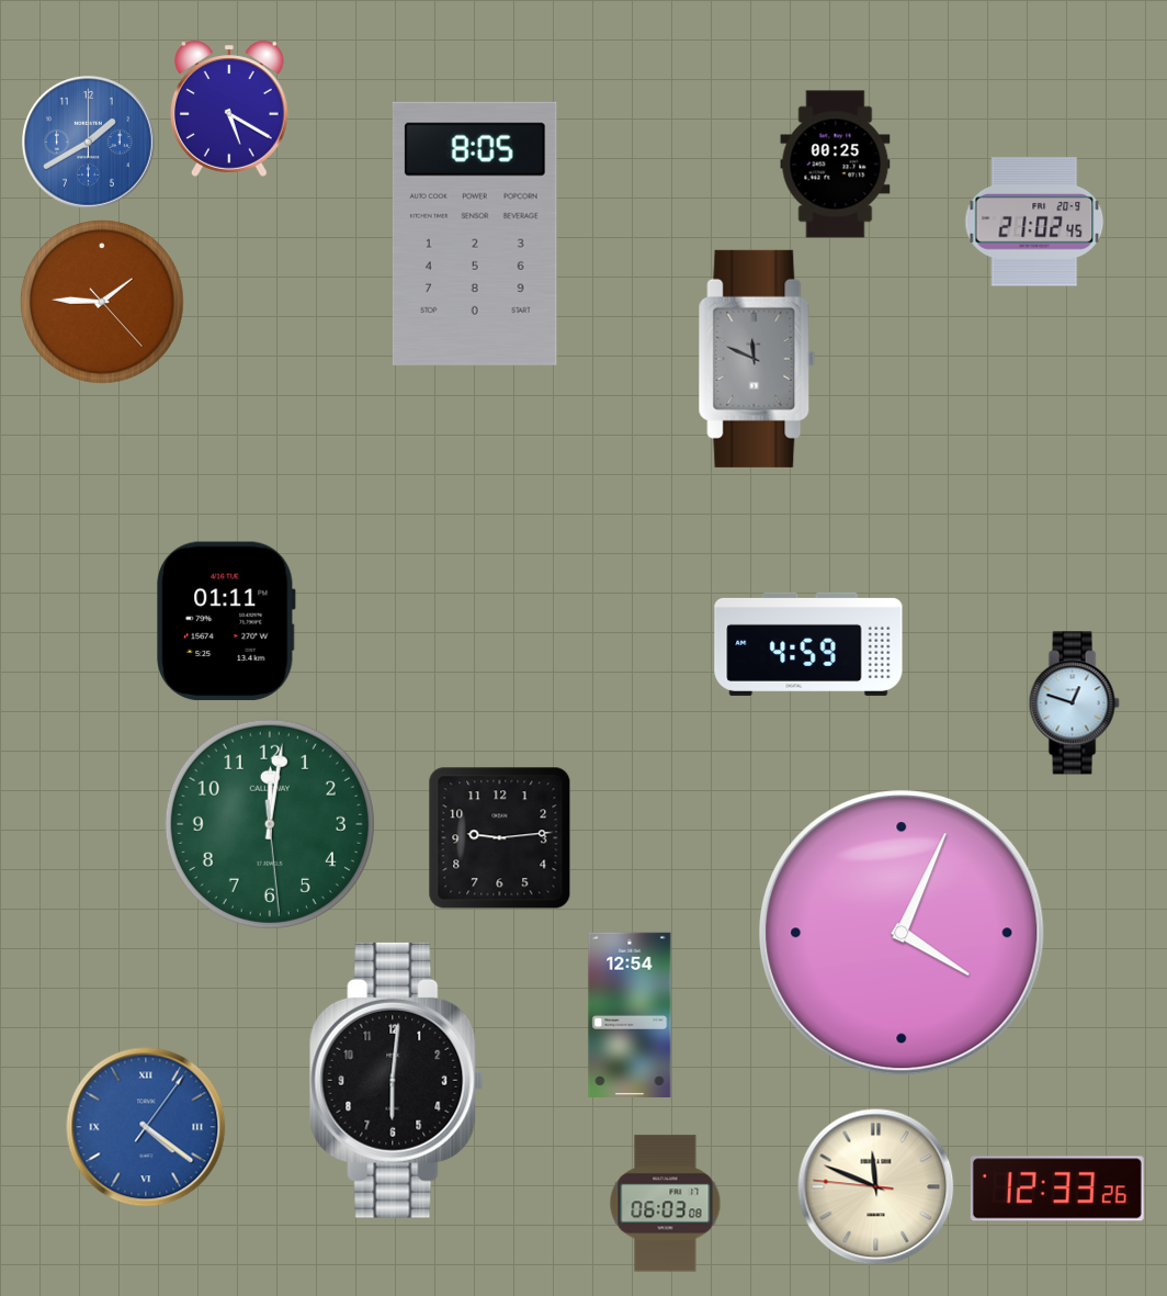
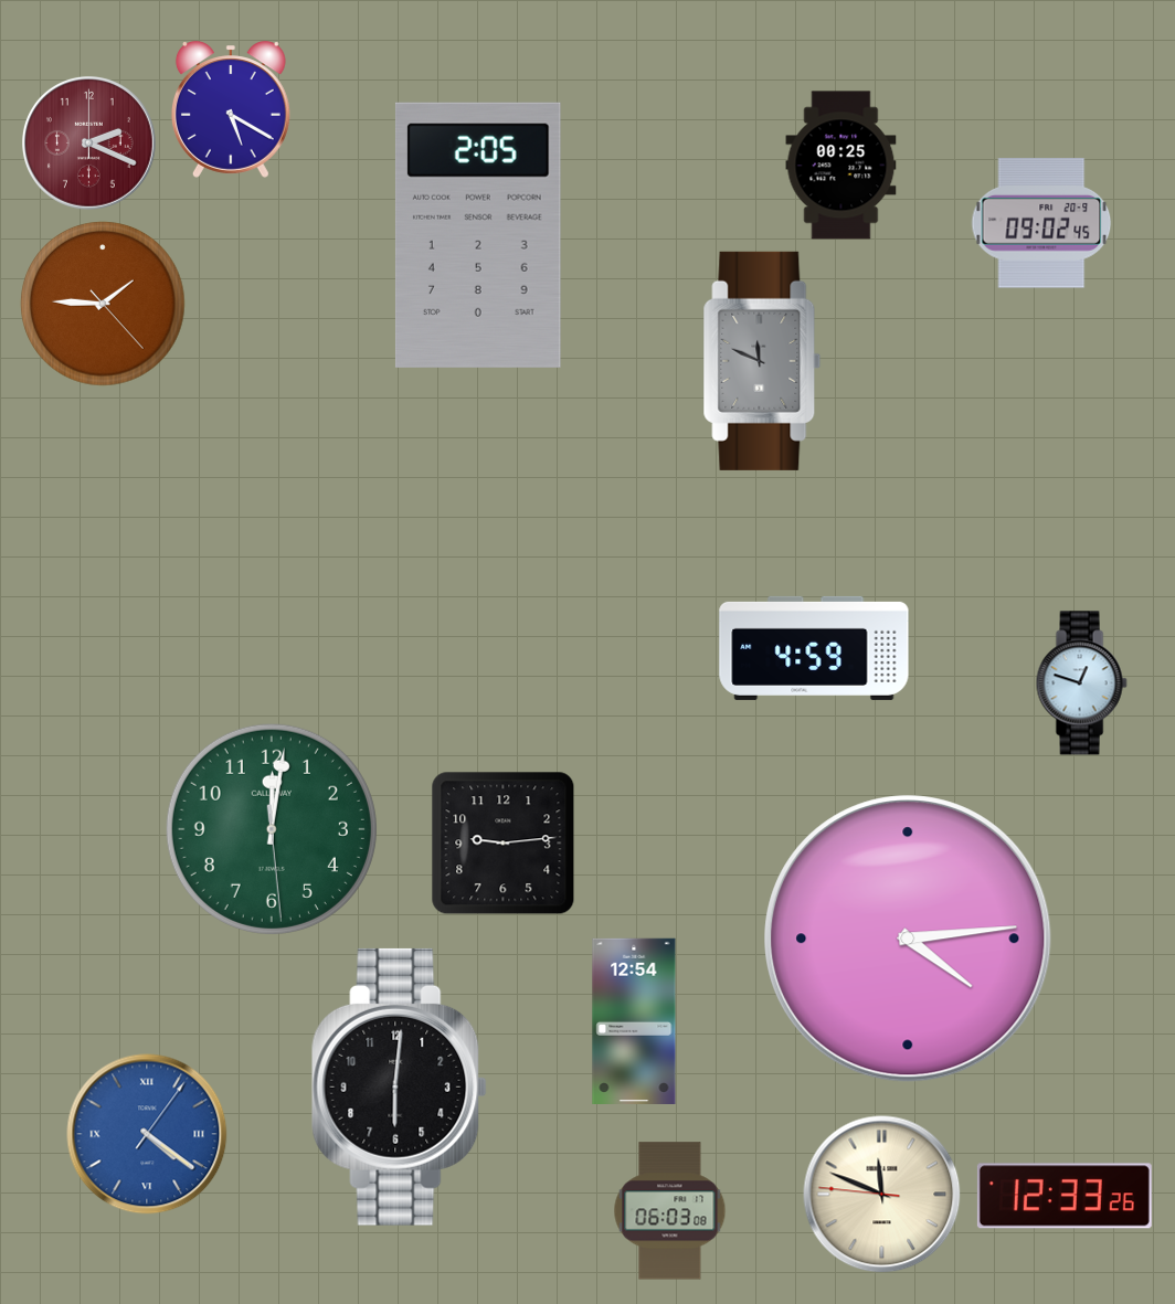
clock at (88, 142): 1:40 -> 2:19
clock at (88, 142) dial: blue -> burgundy
clock at (1034, 222): 21:02 -> 09:02
clock at (475, 234): 8:05 -> 2:05
clock at (226, 621): 01:11 -> none
clock at (1074, 703) position: (1074, 703) -> (1081, 683)
clock at (902, 933): 4:04 -> 4:14
